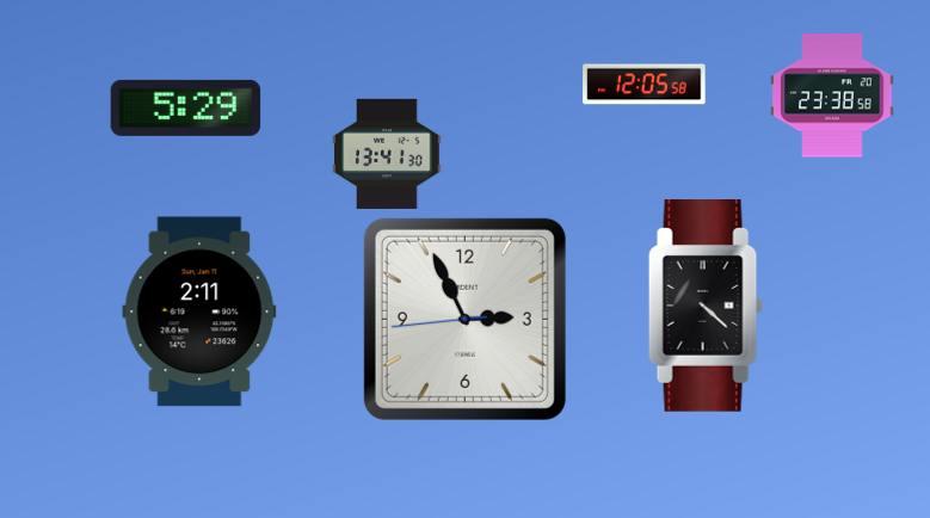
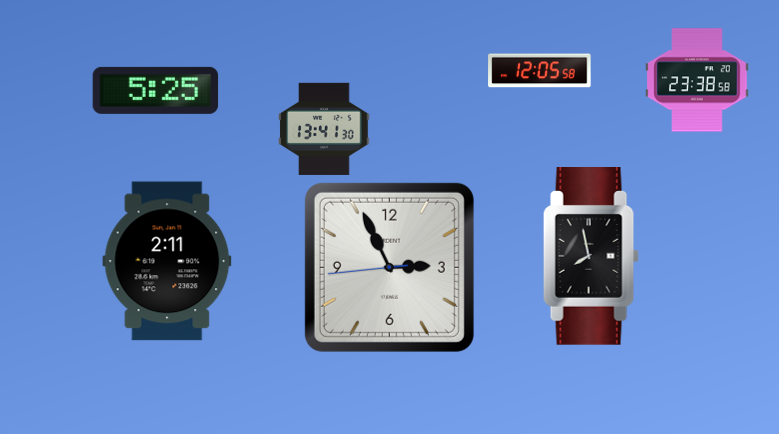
clock at (186, 107): 5:29 -> 5:25
clock at (706, 307): 4:22 -> 7:58
